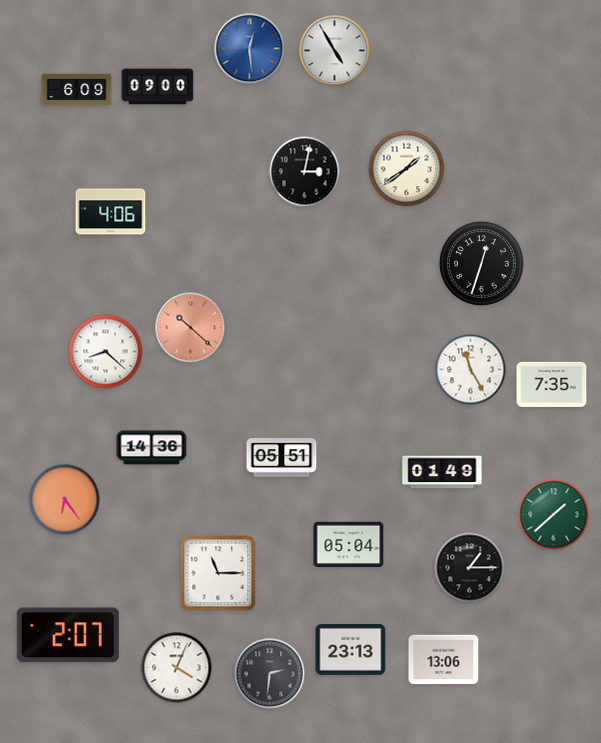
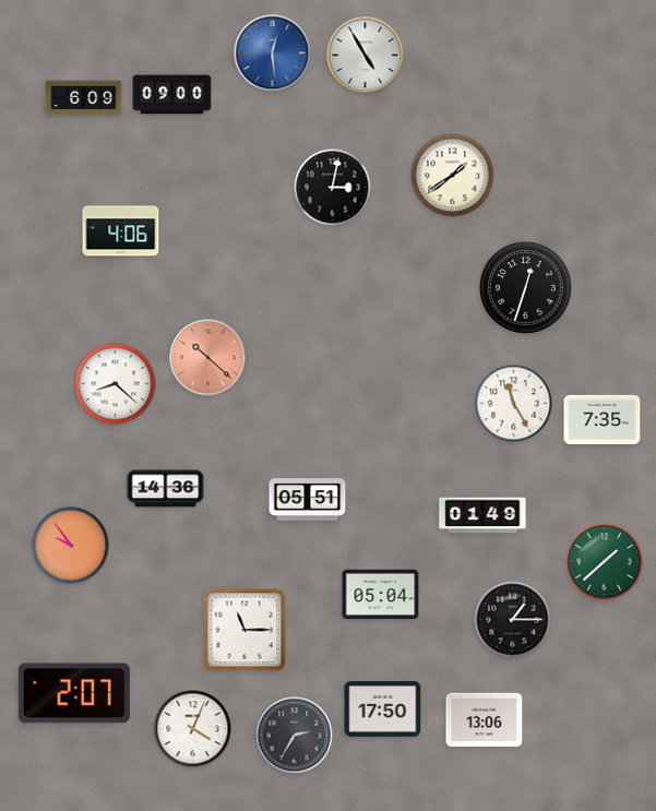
clock at (407, 169) position: (407, 169) -> (453, 176)
clock at (65, 500): 6:24 -> 9:54
clock at (218, 573) position: (218, 573) -> (244, 630)
clock at (351, 650): 23:13 -> 17:50
clock at (270, 674): 2:31 -> 2:35
